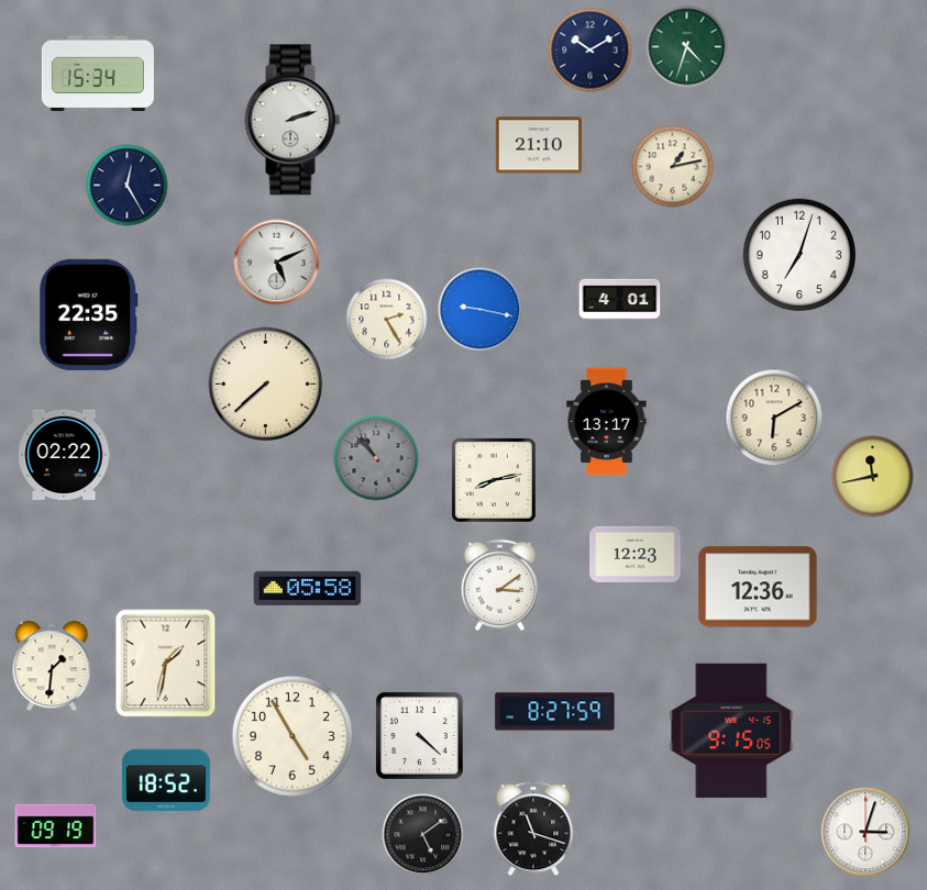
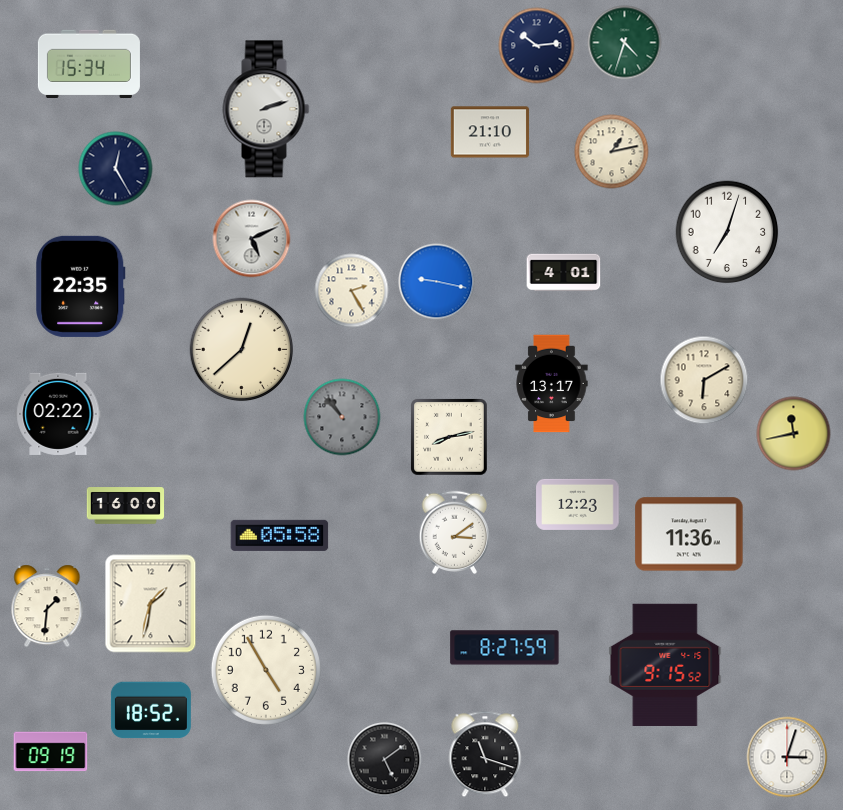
clock at (591, 51): 10:10 -> 10:14
clock at (98, 73) position: (98, 73) -> (89, 63)
clock at (266, 385): 7:38 -> 12:38
clock at (126, 506): none -> 16:00
clock at (758, 587): 12:36 -> 11:36
clock at (731, 731): 9:15:05 -> 9:15:52
clock at (419, 735): 4:22 -> none
